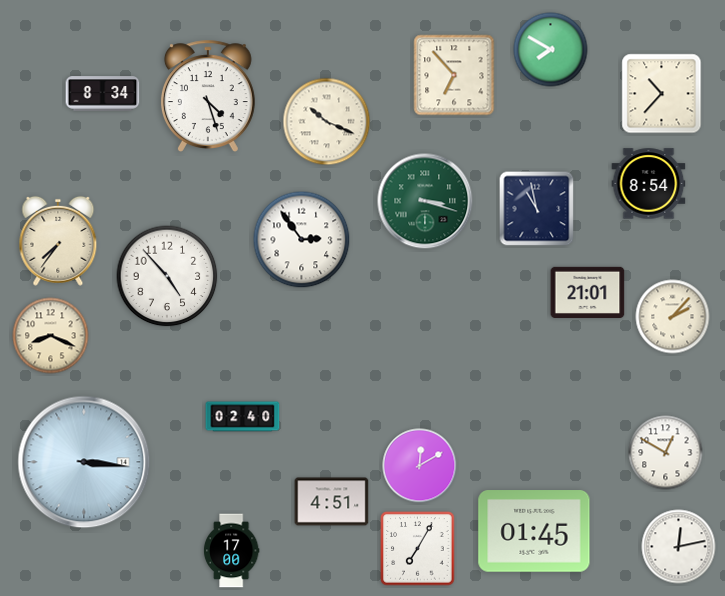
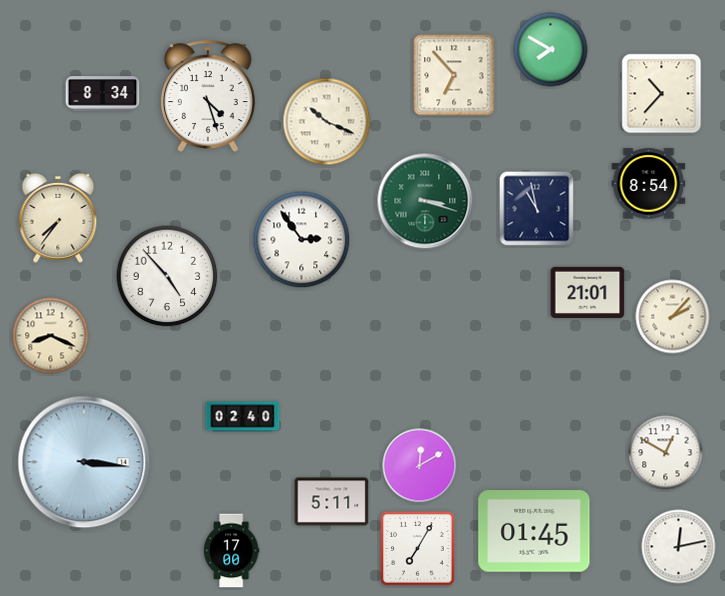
clock at (58, 241) position: (58, 241) -> (58, 218)
clock at (332, 502): 4:51 -> 5:11
